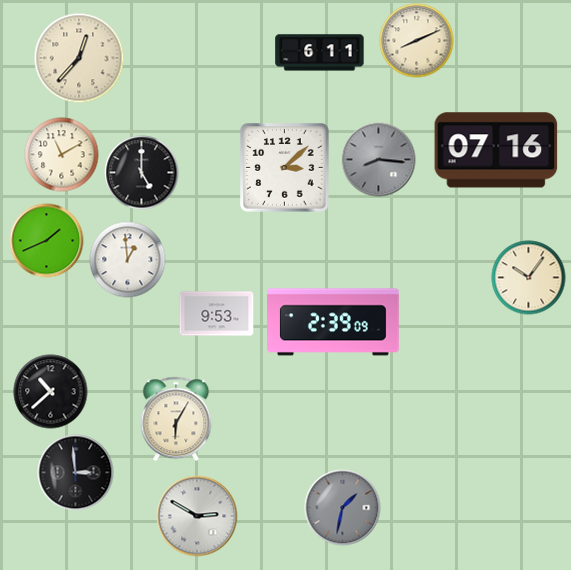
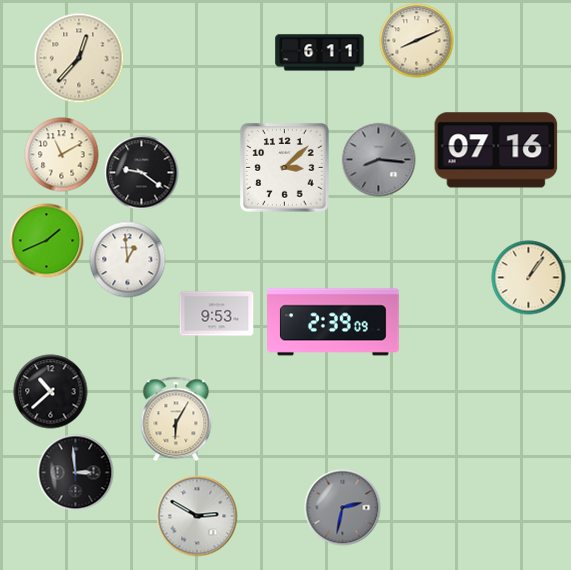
clock at (142, 173): 5:00 -> 9:21
clock at (529, 278): 10:06 -> 1:06
clock at (343, 508): 1:32 -> 2:32
